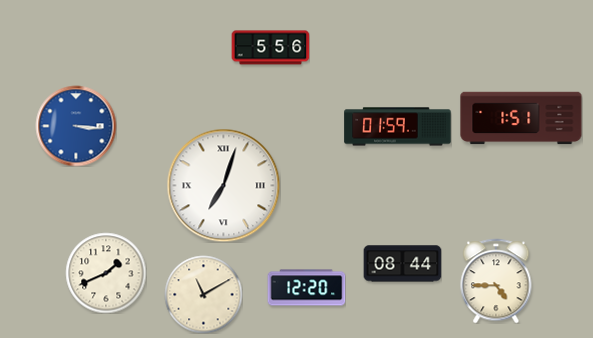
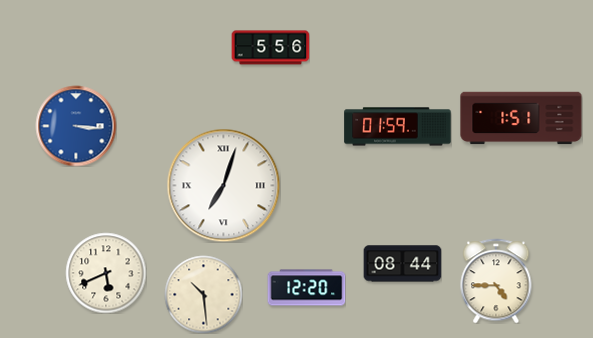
clock at (106, 273): 1:41 -> 5:41
clock at (203, 294): 11:10 -> 10:29
